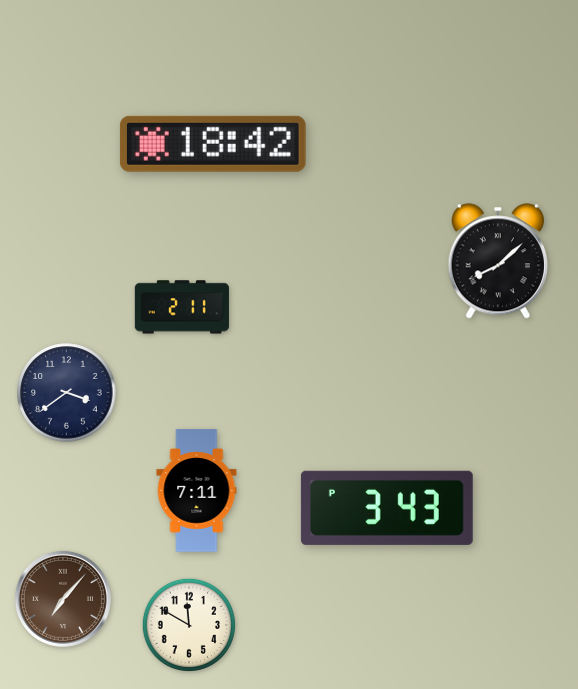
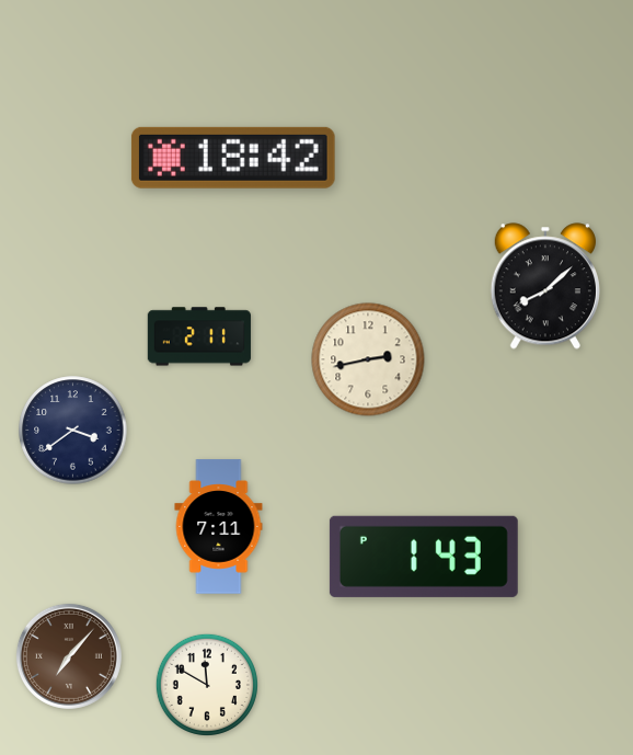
clock at (368, 359): none -> 2:43
clock at (197, 491) position: (197, 491) -> (219, 527)
clock at (387, 508): 3:43 -> 1:43
